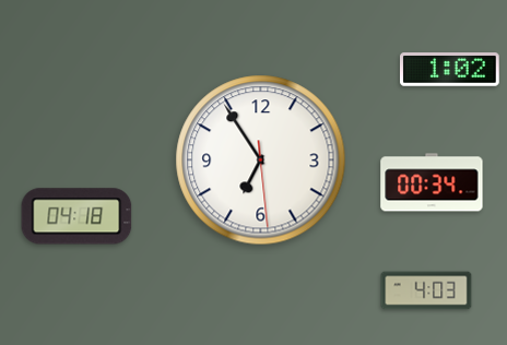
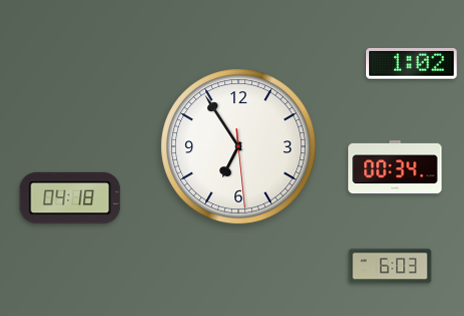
clock at (426, 290): 4:03 -> 6:03
